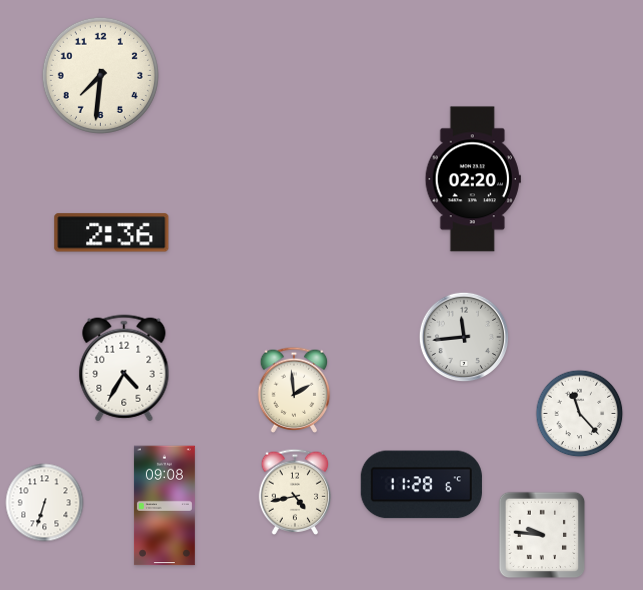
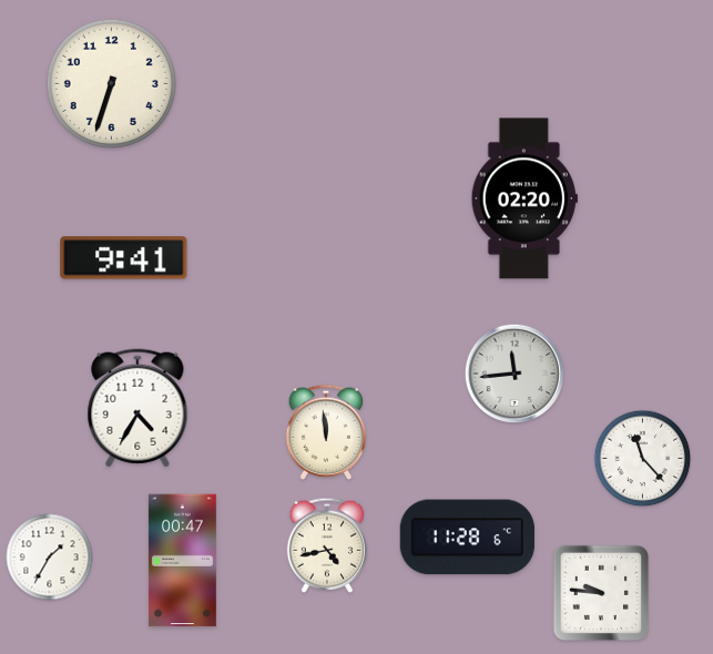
clock at (100, 75): 7:31 -> 6:33
clock at (112, 233): 2:36 -> 9:41
clock at (294, 390): 1:59 -> 11:59
clock at (45, 503): 6:33 -> 1:35
clock at (164, 506): 09:08 -> 00:47
